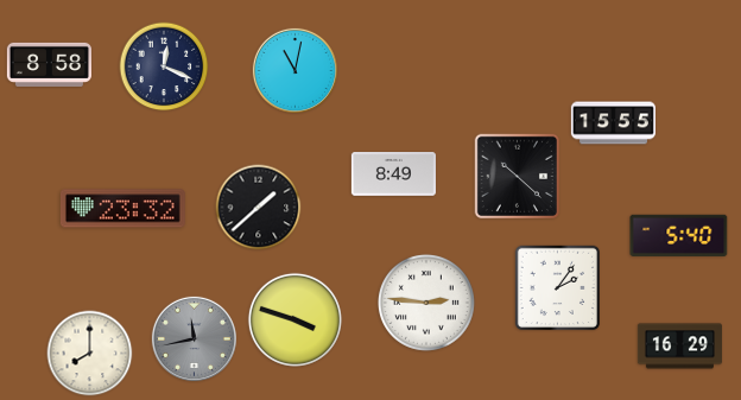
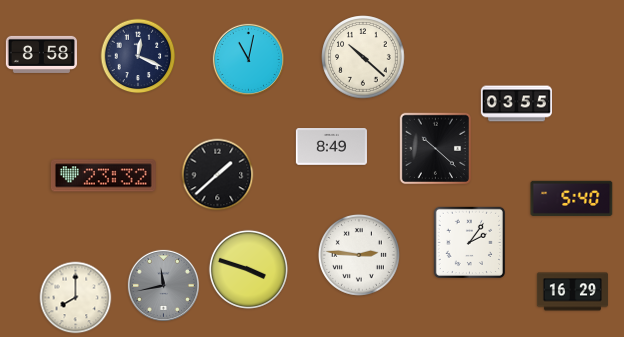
clock at (363, 57): none -> 10:22
clock at (613, 123): 15:55 -> 03:55
